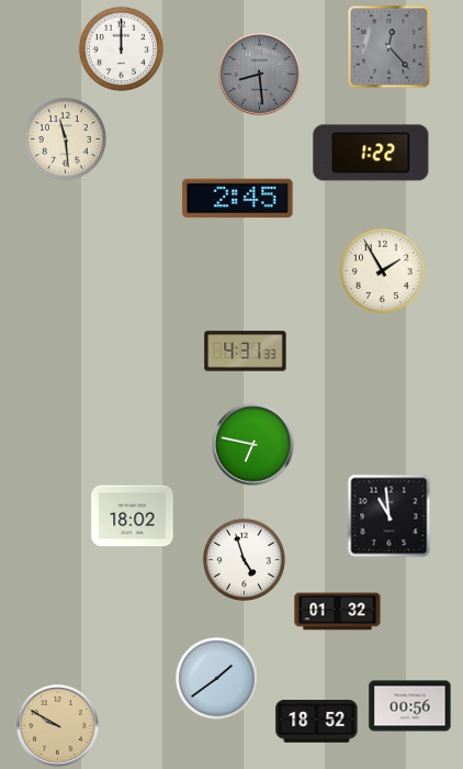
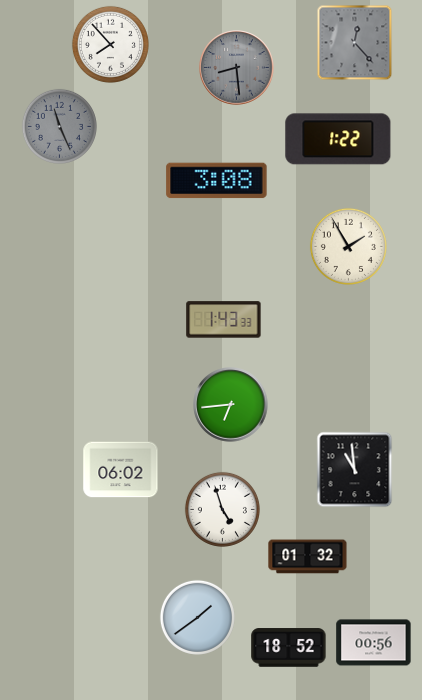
clock at (121, 48): 12:00 -> 7:53
clock at (65, 138): 11:29 -> 11:26
clock at (65, 138) dial: cream -> grey
clock at (238, 199): 2:45 -> 3:08
clock at (246, 352): 4:31 -> 1:43
clock at (253, 445): 6:47 -> 6:44
clock at (133, 516): 18:02 -> 06:02
clock at (317, 722) position: (317, 722) -> (289, 648)
clock at (58, 726): 9:50 -> none
